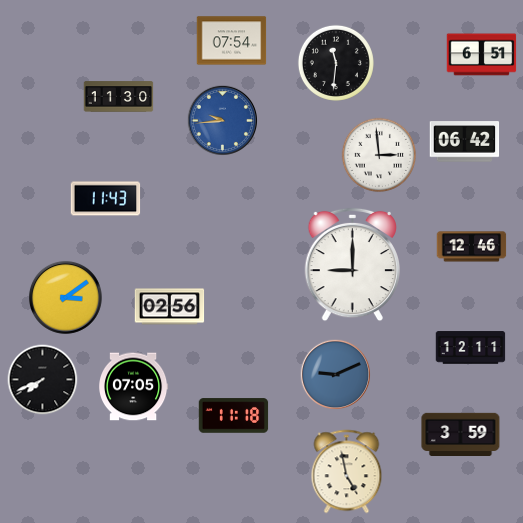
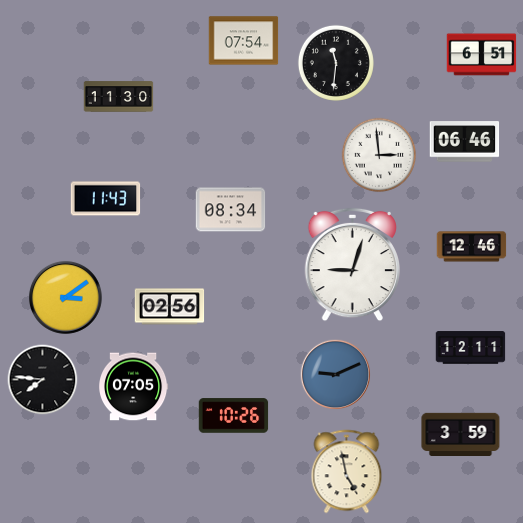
clock at (232, 41) position: (232, 41) -> (244, 41)
clock at (222, 120): 9:44 -> none
clock at (465, 142): 06:42 -> 06:46
clock at (231, 210): none -> 08:34
clock at (352, 265): 9:00 -> 9:03
clock at (43, 380): 7:41 -> 7:46
clock at (234, 416): 11:18 -> 10:26
